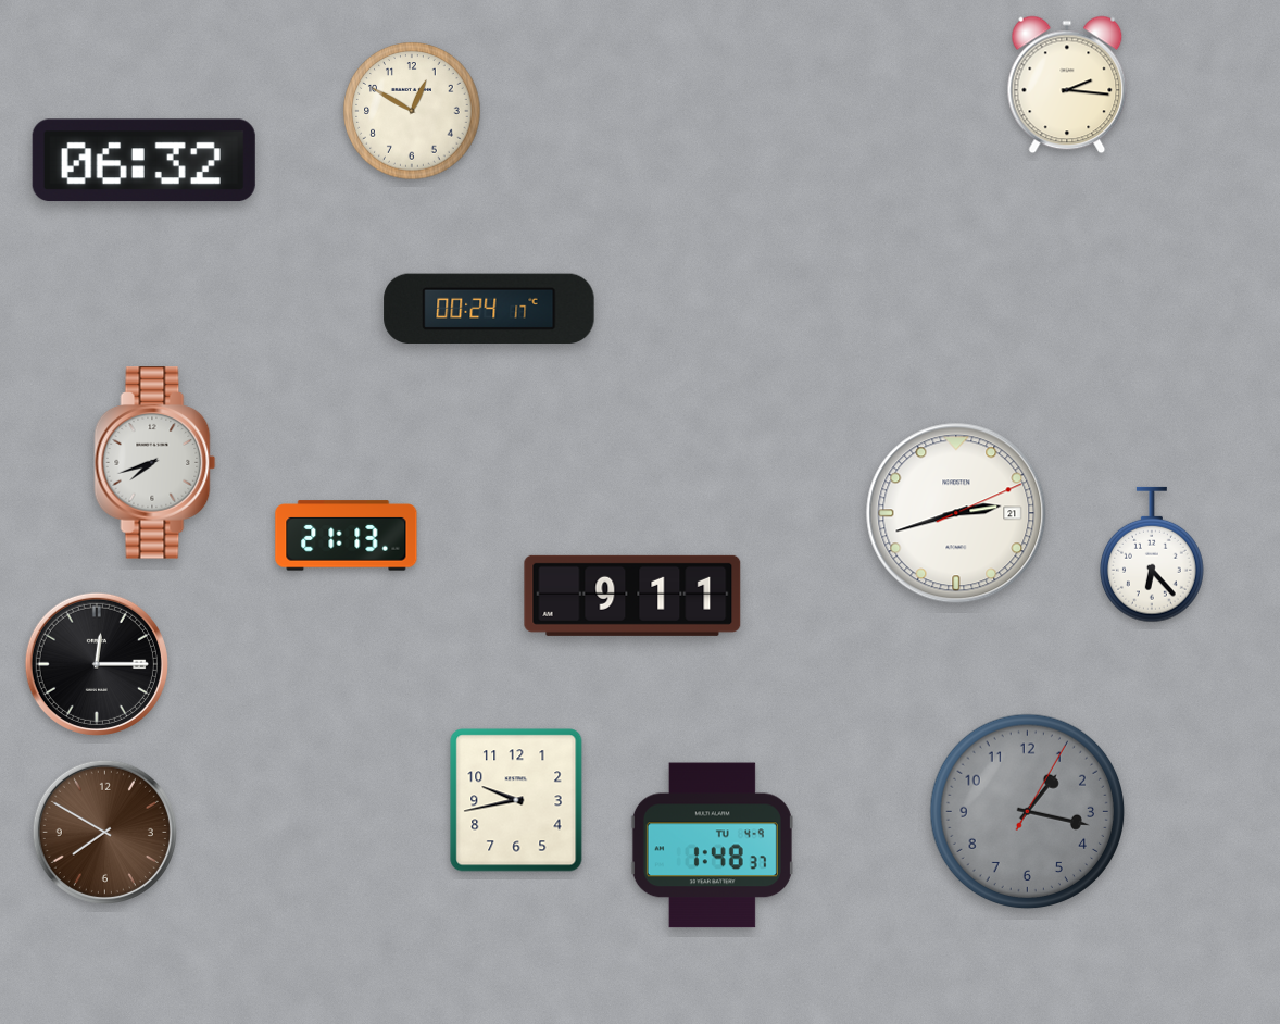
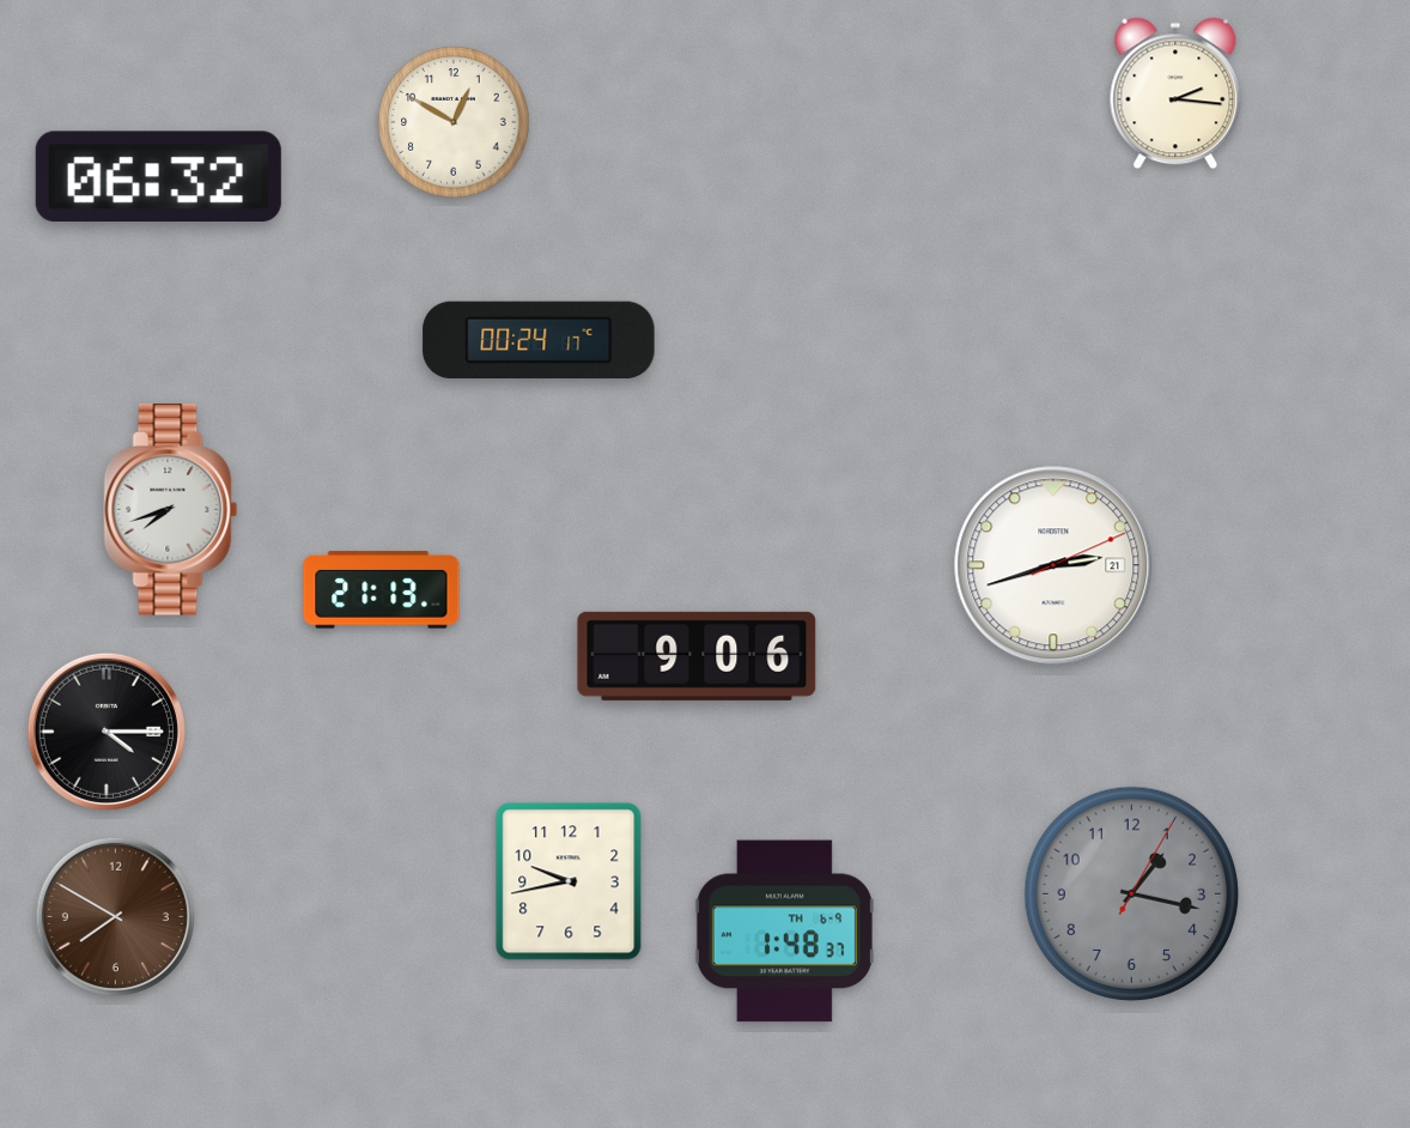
clock at (1153, 554): 6:23 -> none
clock at (632, 596): 9:11 -> 9:06
clock at (97, 664): 12:15 -> 4:15
clock at (712, 846) date: TU 4-9 -> TH 6-9
